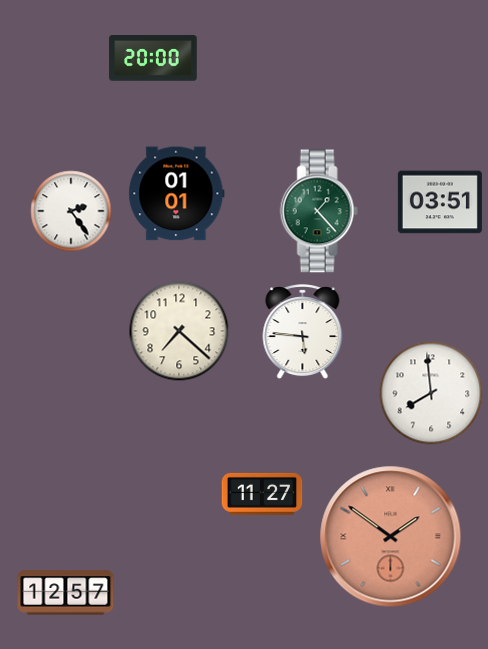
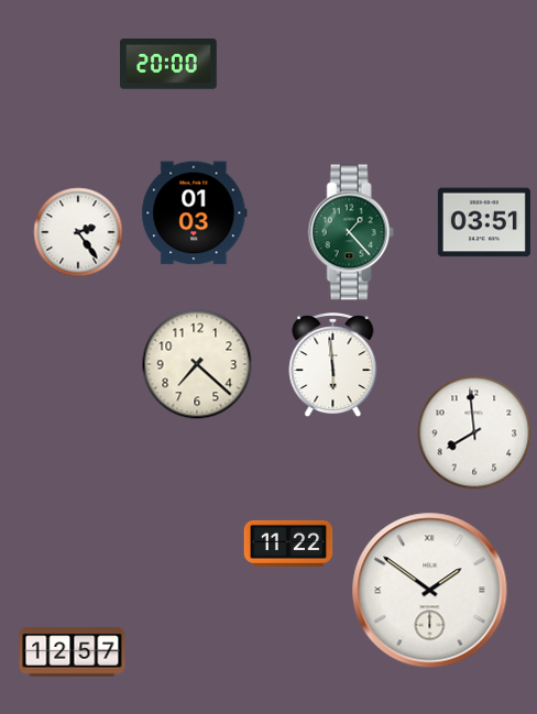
clock at (177, 194): 01:01 -> 01:03
clock at (303, 332): 5:46 -> 5:59
clock at (262, 494): 11:27 -> 11:22
clock at (391, 537) dial: salmon -> white
